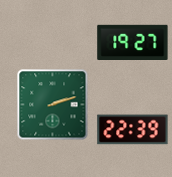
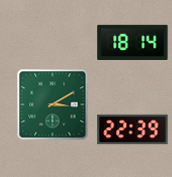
clock at (133, 42): 19:27 -> 18:14
clock at (53, 105): 2:12 -> 3:10
